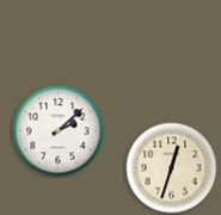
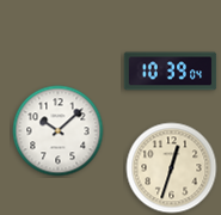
clock at (171, 72): none -> 10:39
clock at (59, 131): 2:08 -> 10:08
